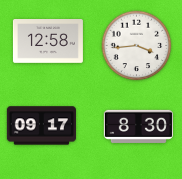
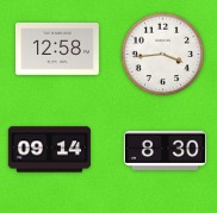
clock at (41, 126): 09:17 -> 09:14
